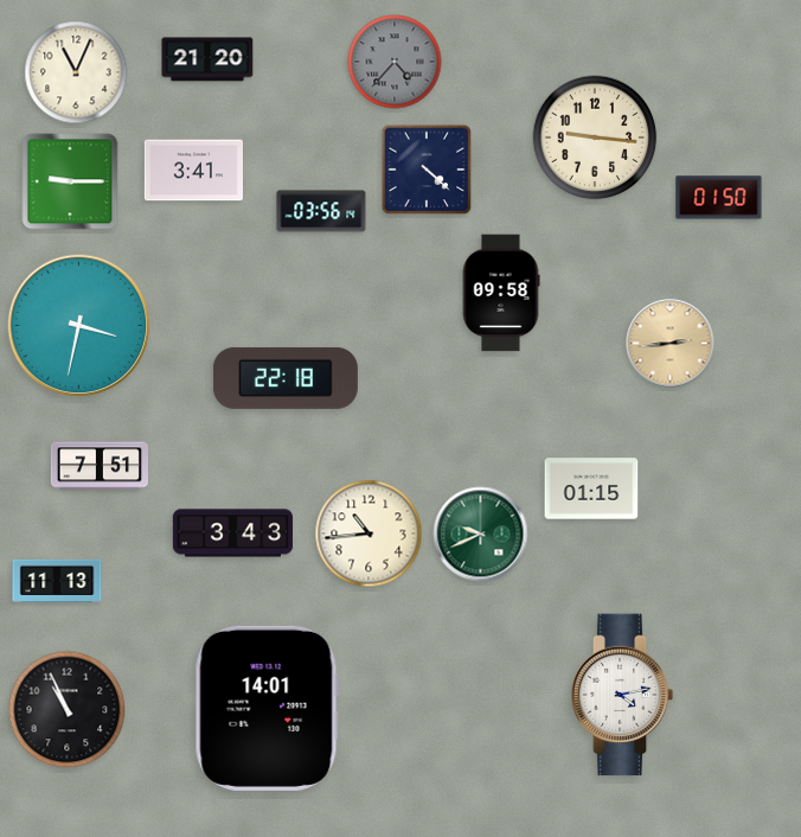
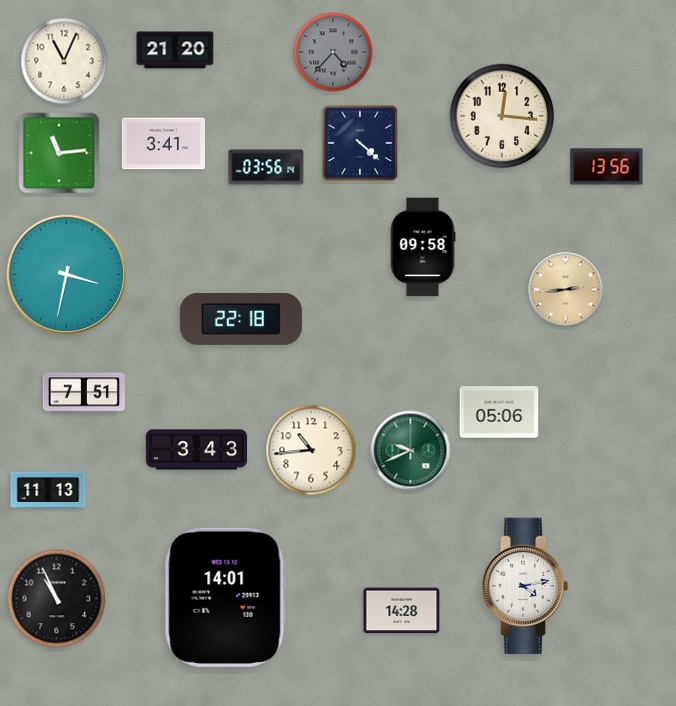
clock at (595, 138): 9:16 -> 12:16
clock at (70, 181): 9:15 -> 11:14
clock at (719, 198): 01:50 -> 13:56
clock at (321, 211) position: (321, 211) -> (266, 167)
clock at (591, 488): 01:15 -> 05:06
clock at (481, 535) position: (481, 535) -> (411, 451)
clock at (402, 611): none -> 14:28
